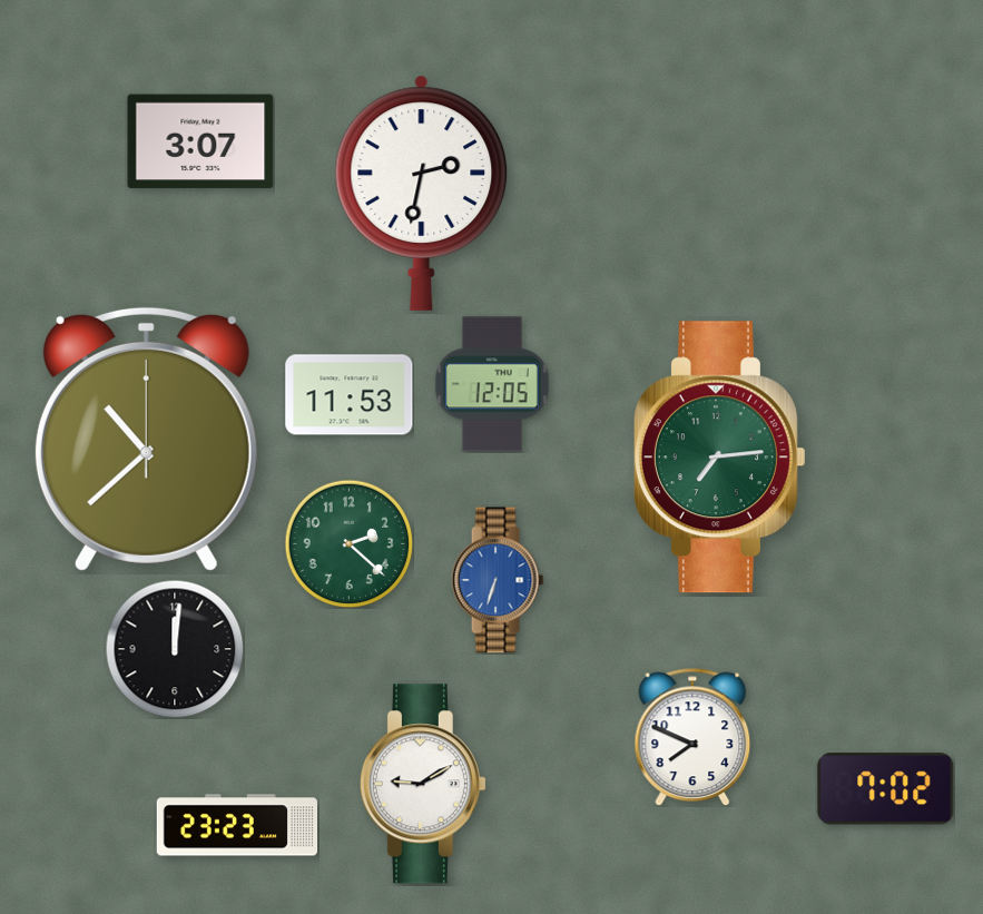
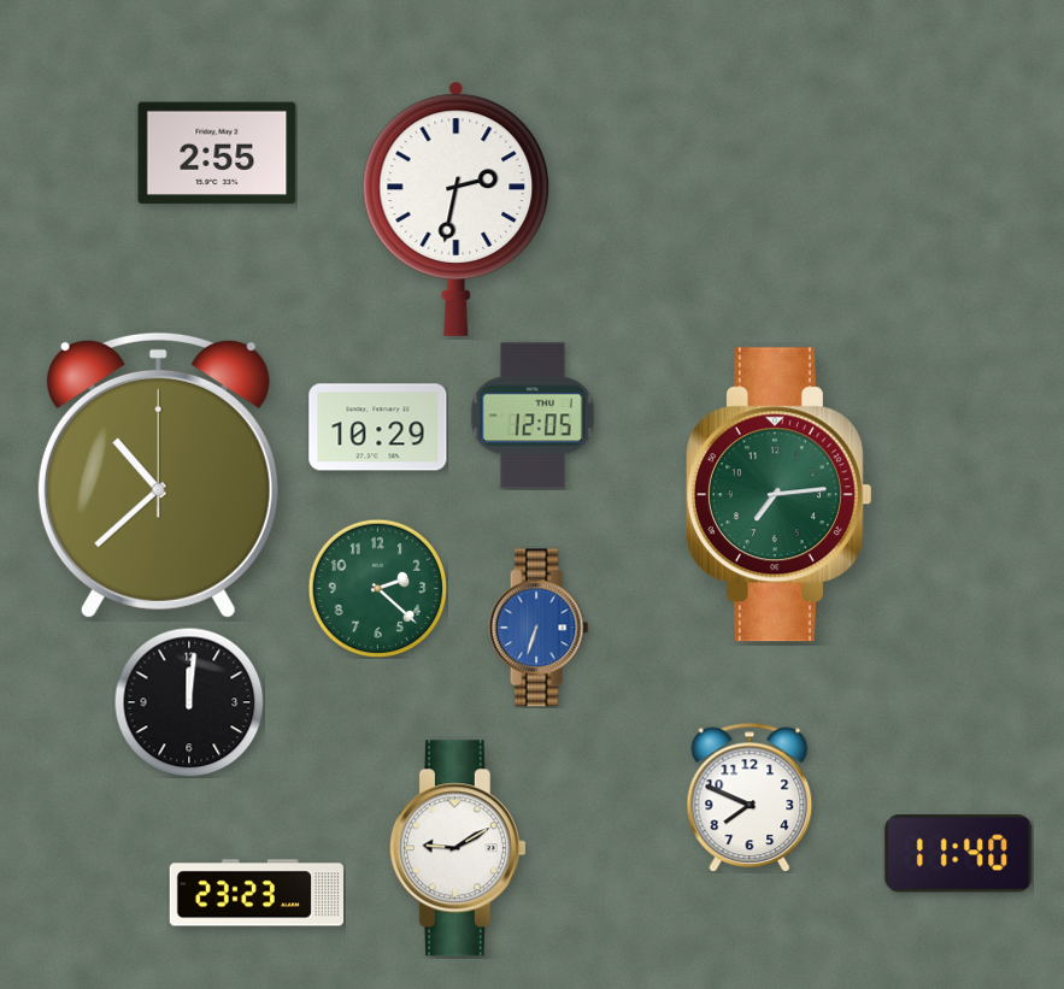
clock at (200, 141): 3:07 -> 2:55
clock at (350, 395): 11:53 -> 10:29
clock at (886, 789): 7:02 -> 11:40
